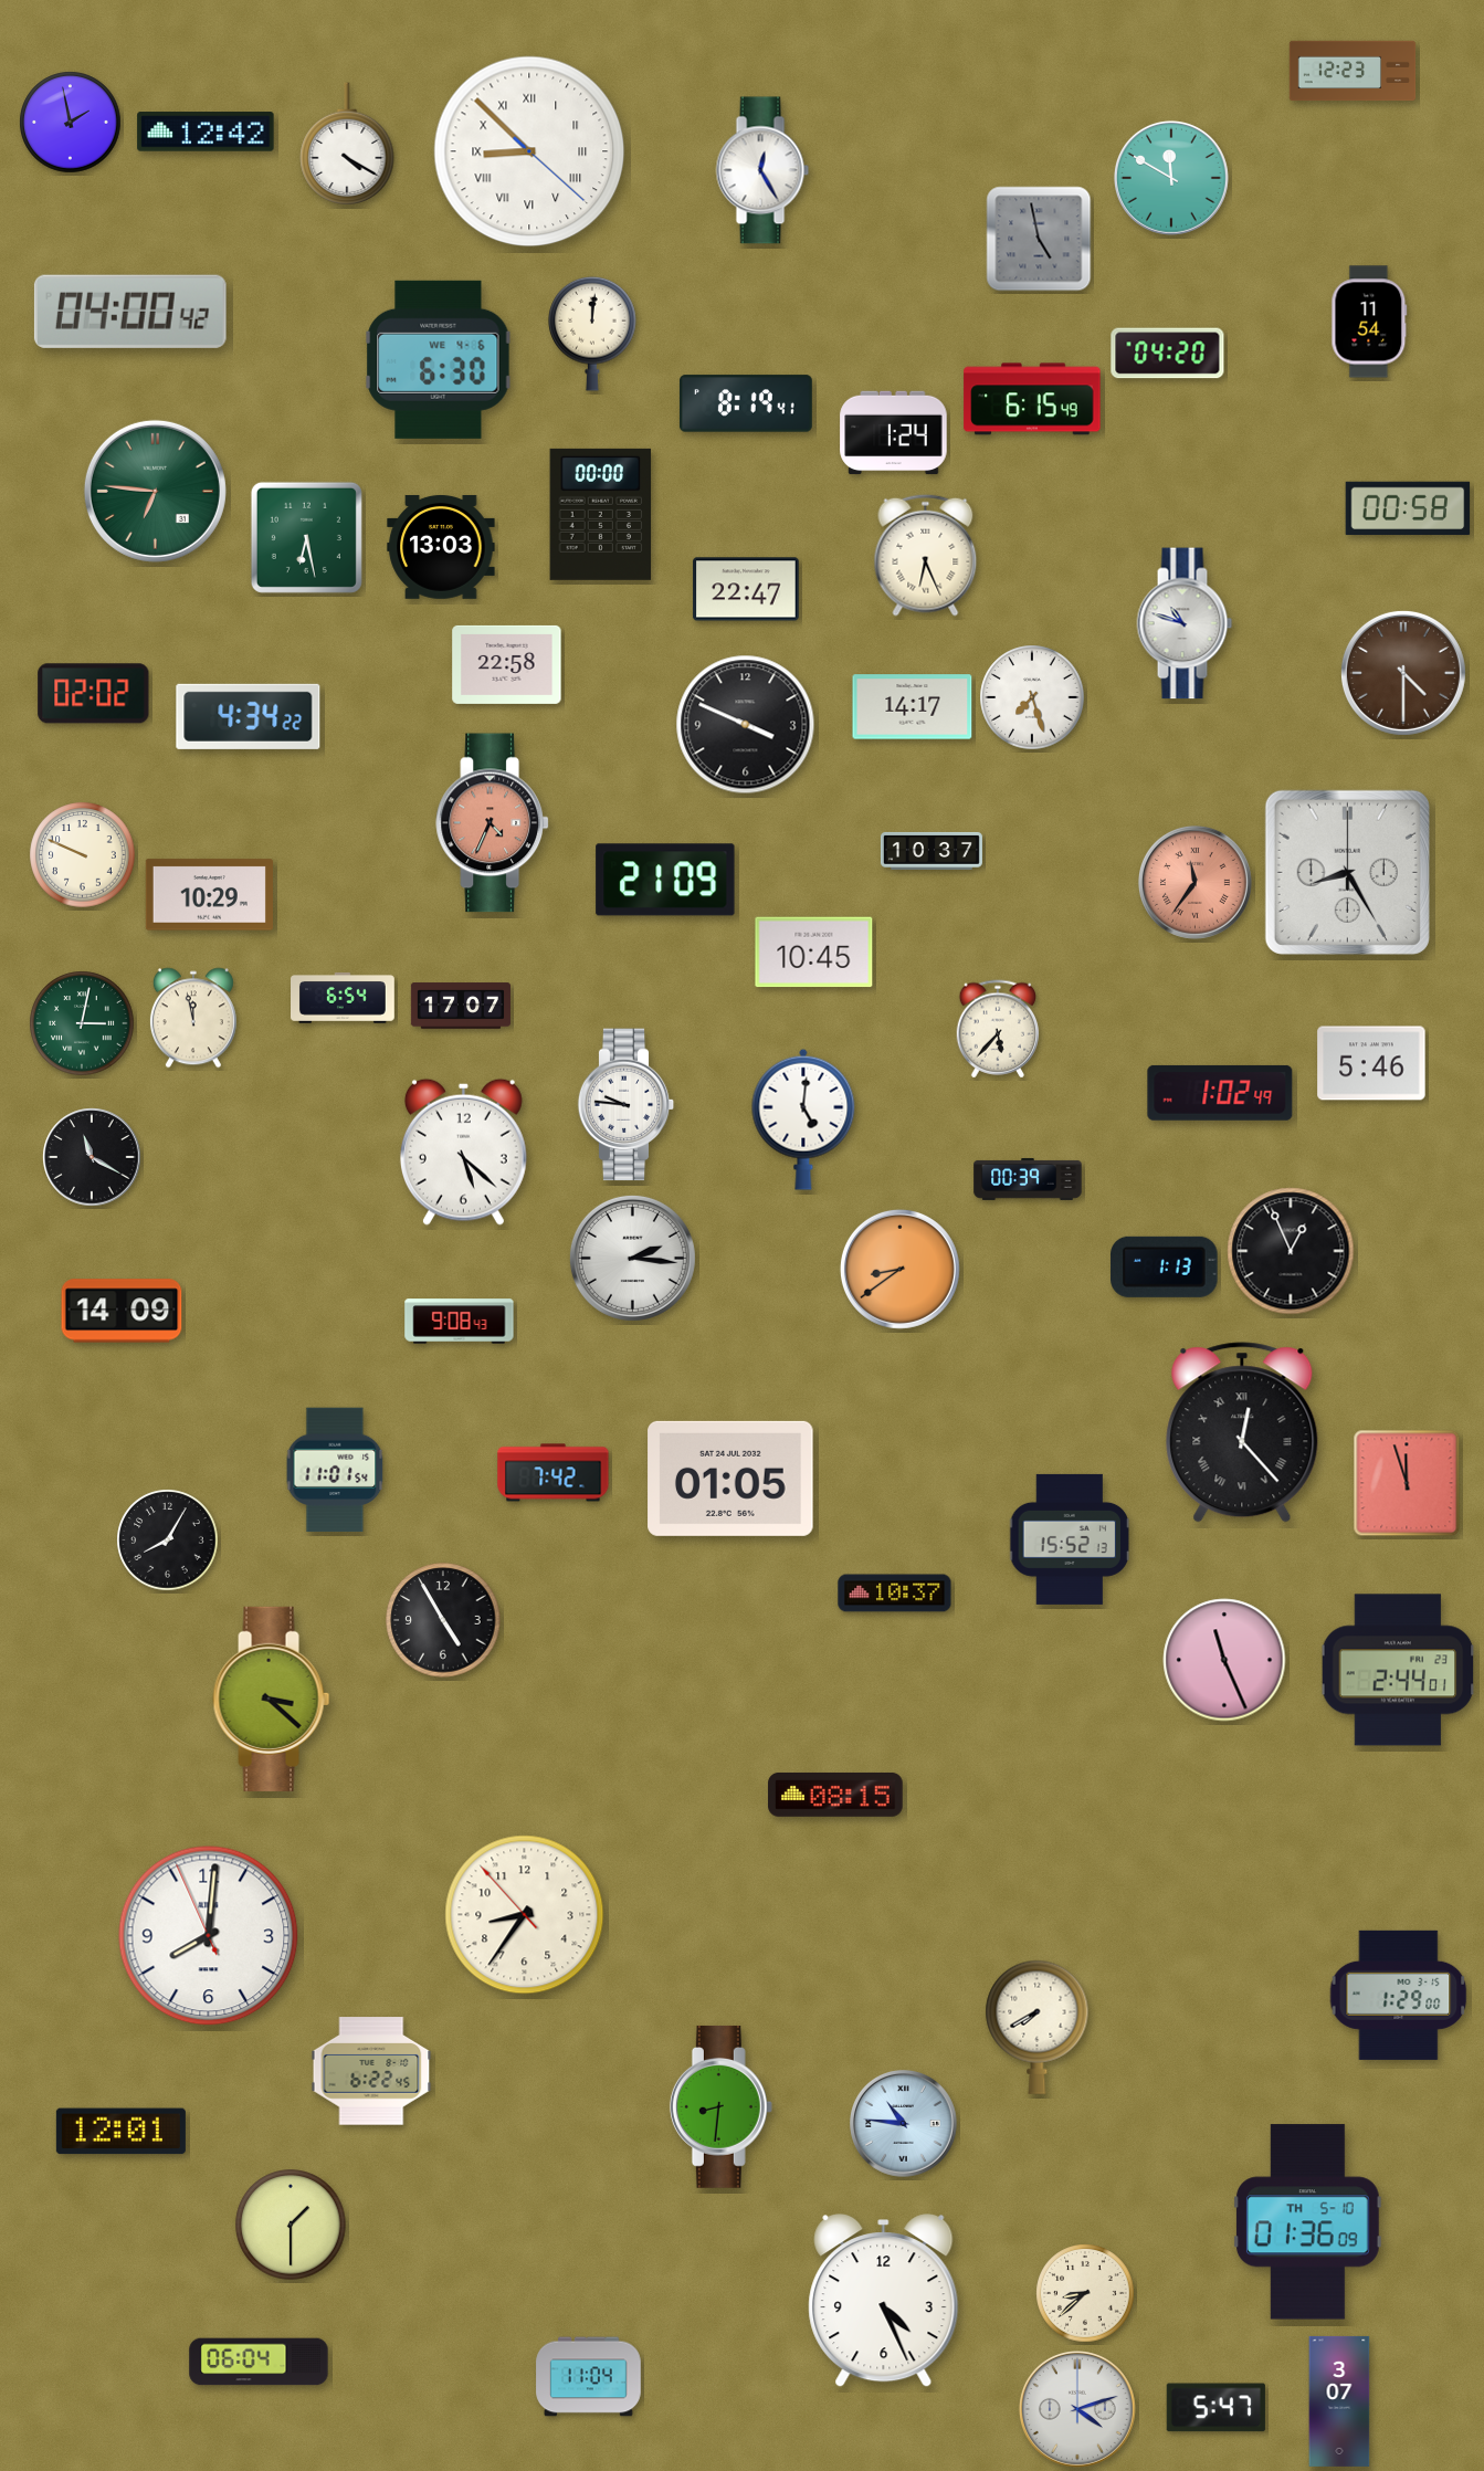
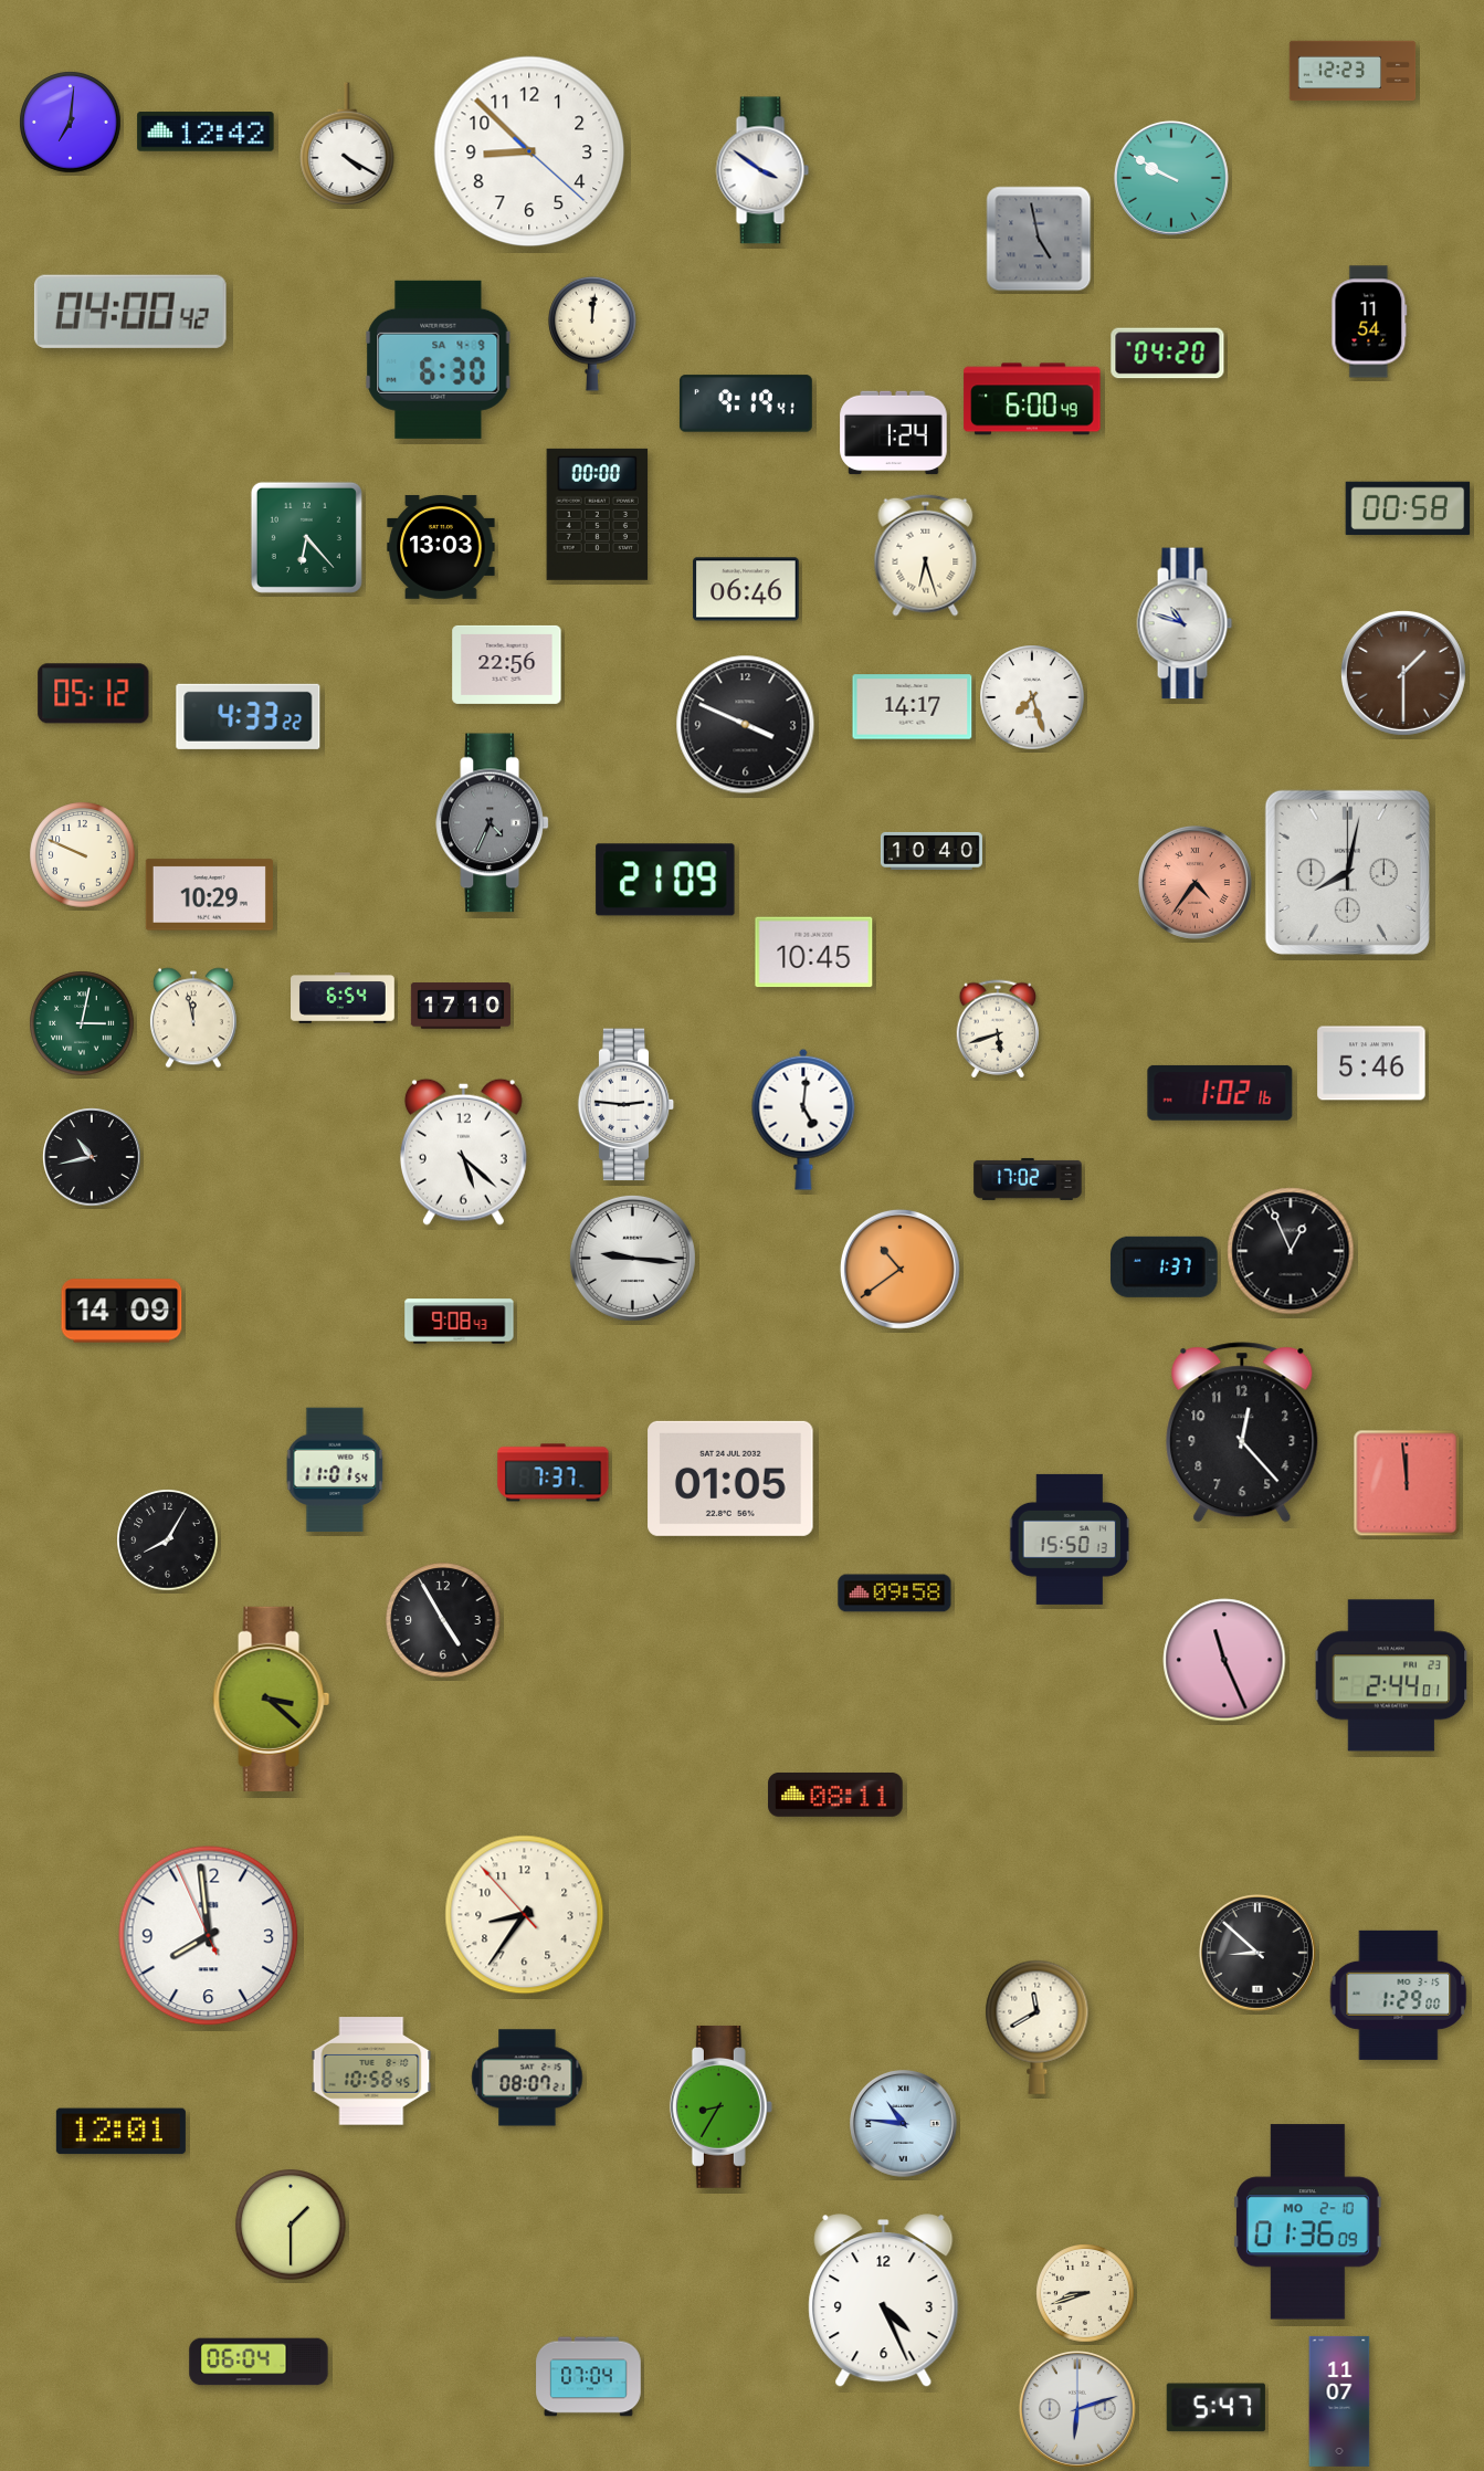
clock at (71, 123): 1:58 -> 7:01
clock at (529, 151) numerals: Roman -> Arabic
clock at (762, 170): 12:25 -> 3:51
clock at (1171, 178): 11:50 -> 9:50
clock at (439, 359) date: WE 4-6 -> SA 4-9
clock at (1032, 399): 6:15 -> 6:00
clock at (746, 403): 8:19 -> 9:19
clock at (155, 491): 6:46 -> none
clock at (601, 514) position: (601, 514) -> (598, 514)
clock at (306, 537): 6:28 -> 6:23
clock at (926, 555): 6:26 -> 6:27
clock at (746, 589): 22:47 -> 06:46
clock at (507, 664): 22:58 -> 22:56
clock at (1403, 673): 4:30 -> 1:30
clock at (94, 694): 02:02 -> 05:12
clock at (249, 716): 4:34 -> 4:33
clock at (492, 823) dial: salmon -> grey
clock at (932, 851): 10:37 -> 10:40
clock at (1347, 872): 8:25 -> 8:02
clock at (1194, 882): 11:36 -> 4:36
clock at (461, 1006): 17:07 -> 17:10
clock at (998, 1029): 5:37 -> 5:42
clock at (1220, 1093): 1:02:49 -> 1:02:16
clock at (627, 1105): 9:46 -> 2:46
clock at (92, 1157): 11:20 -> 10:43
clock at (1028, 1179): 00:39 -> 17:02
clock at (632, 1258): 2:16 -> 9:16
clock at (1165, 1266): 1:13 -> 1:37
clock at (899, 1269): 8:39 -> 10:39
clock at (1242, 1432) numerals: Roman -> Arabic
clock at (554, 1473): 7:42 -> 7:37
clock at (1407, 1483): 11:57 -> 11:59
clock at (1070, 1539): 15:52 -> 15:50
clock at (895, 1594): 10:37 -> 09:58
clock at (1398, 1670) position: (1398, 1670) -> (1391, 1675)
clock at (835, 1795): 08:15 -> 08:11
clock at (209, 1936): 8:00 -> 7:58
clock at (1257, 1953): none -> 8:52
clock at (1038, 2027): 7:40 -> 11:40
clock at (371, 2071): 6:22 -> 10:58
clock at (527, 2078): none -> 08:07
clock at (720, 2106): 8:31 -> 8:35
clock at (1307, 2222) date: TH 5-10 -> MO 2-10
clock at (1085, 2293): 8:38 -> 8:42
clock at (589, 2377): 11:04 -> 07:04
clock at (1339, 2401): 3:07 -> 11:07
clock at (1077, 2409): 4:12 -> 6:12
